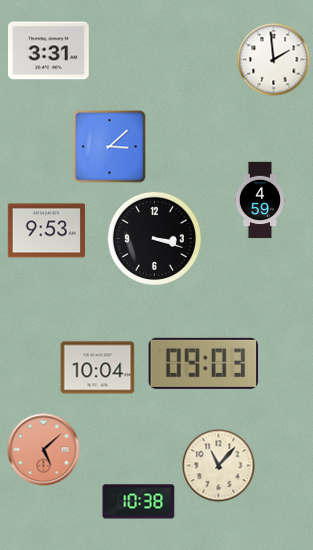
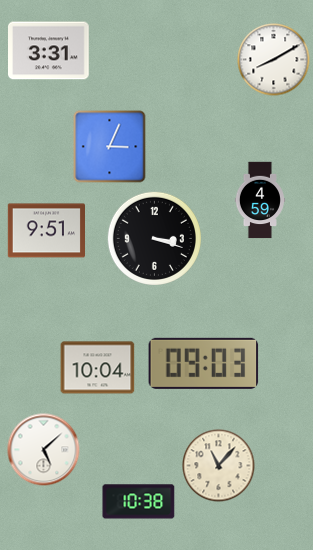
clock at (274, 60): 1:59 -> 8:10
clock at (110, 147): 3:08 -> 3:04
clock at (46, 231): 9:53 -> 9:51
clock at (44, 450) dial: salmon -> white
